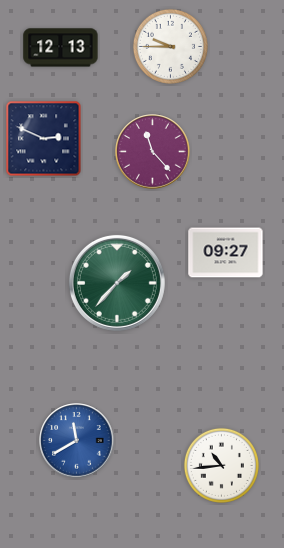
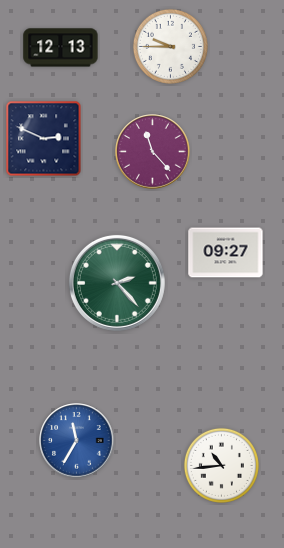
clock at (117, 283): 1:37 -> 2:23
clock at (77, 441): 11:40 -> 11:35
